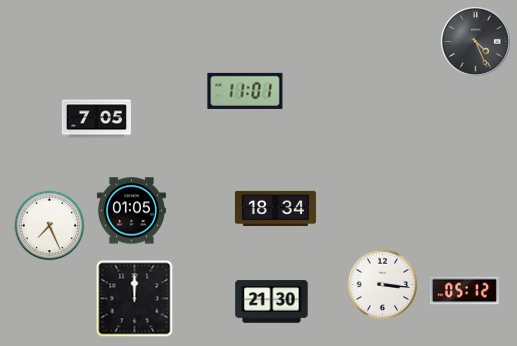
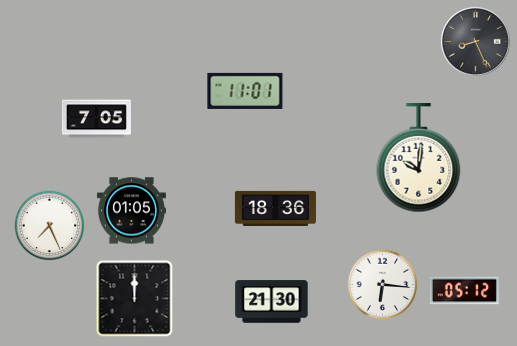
clock at (475, 41): 4:26 -> 8:26
clock at (419, 158): none -> 10:01
clock at (275, 208): 18:34 -> 18:36
clock at (383, 285): 3:16 -> 6:16
